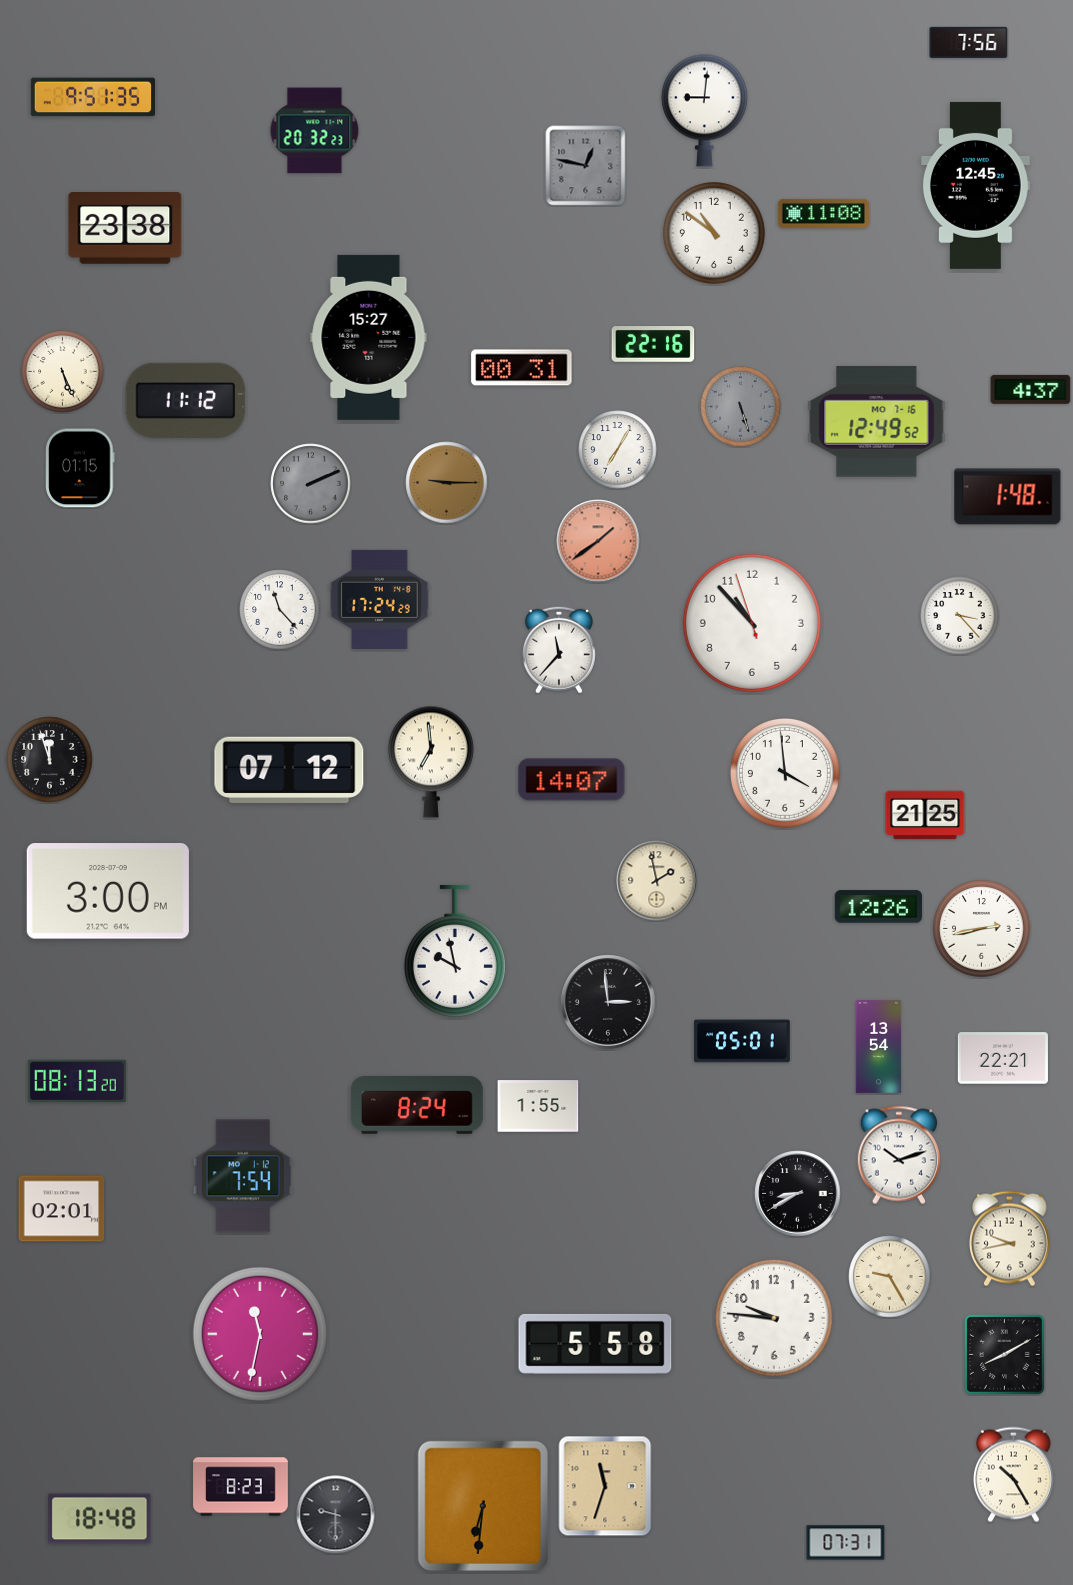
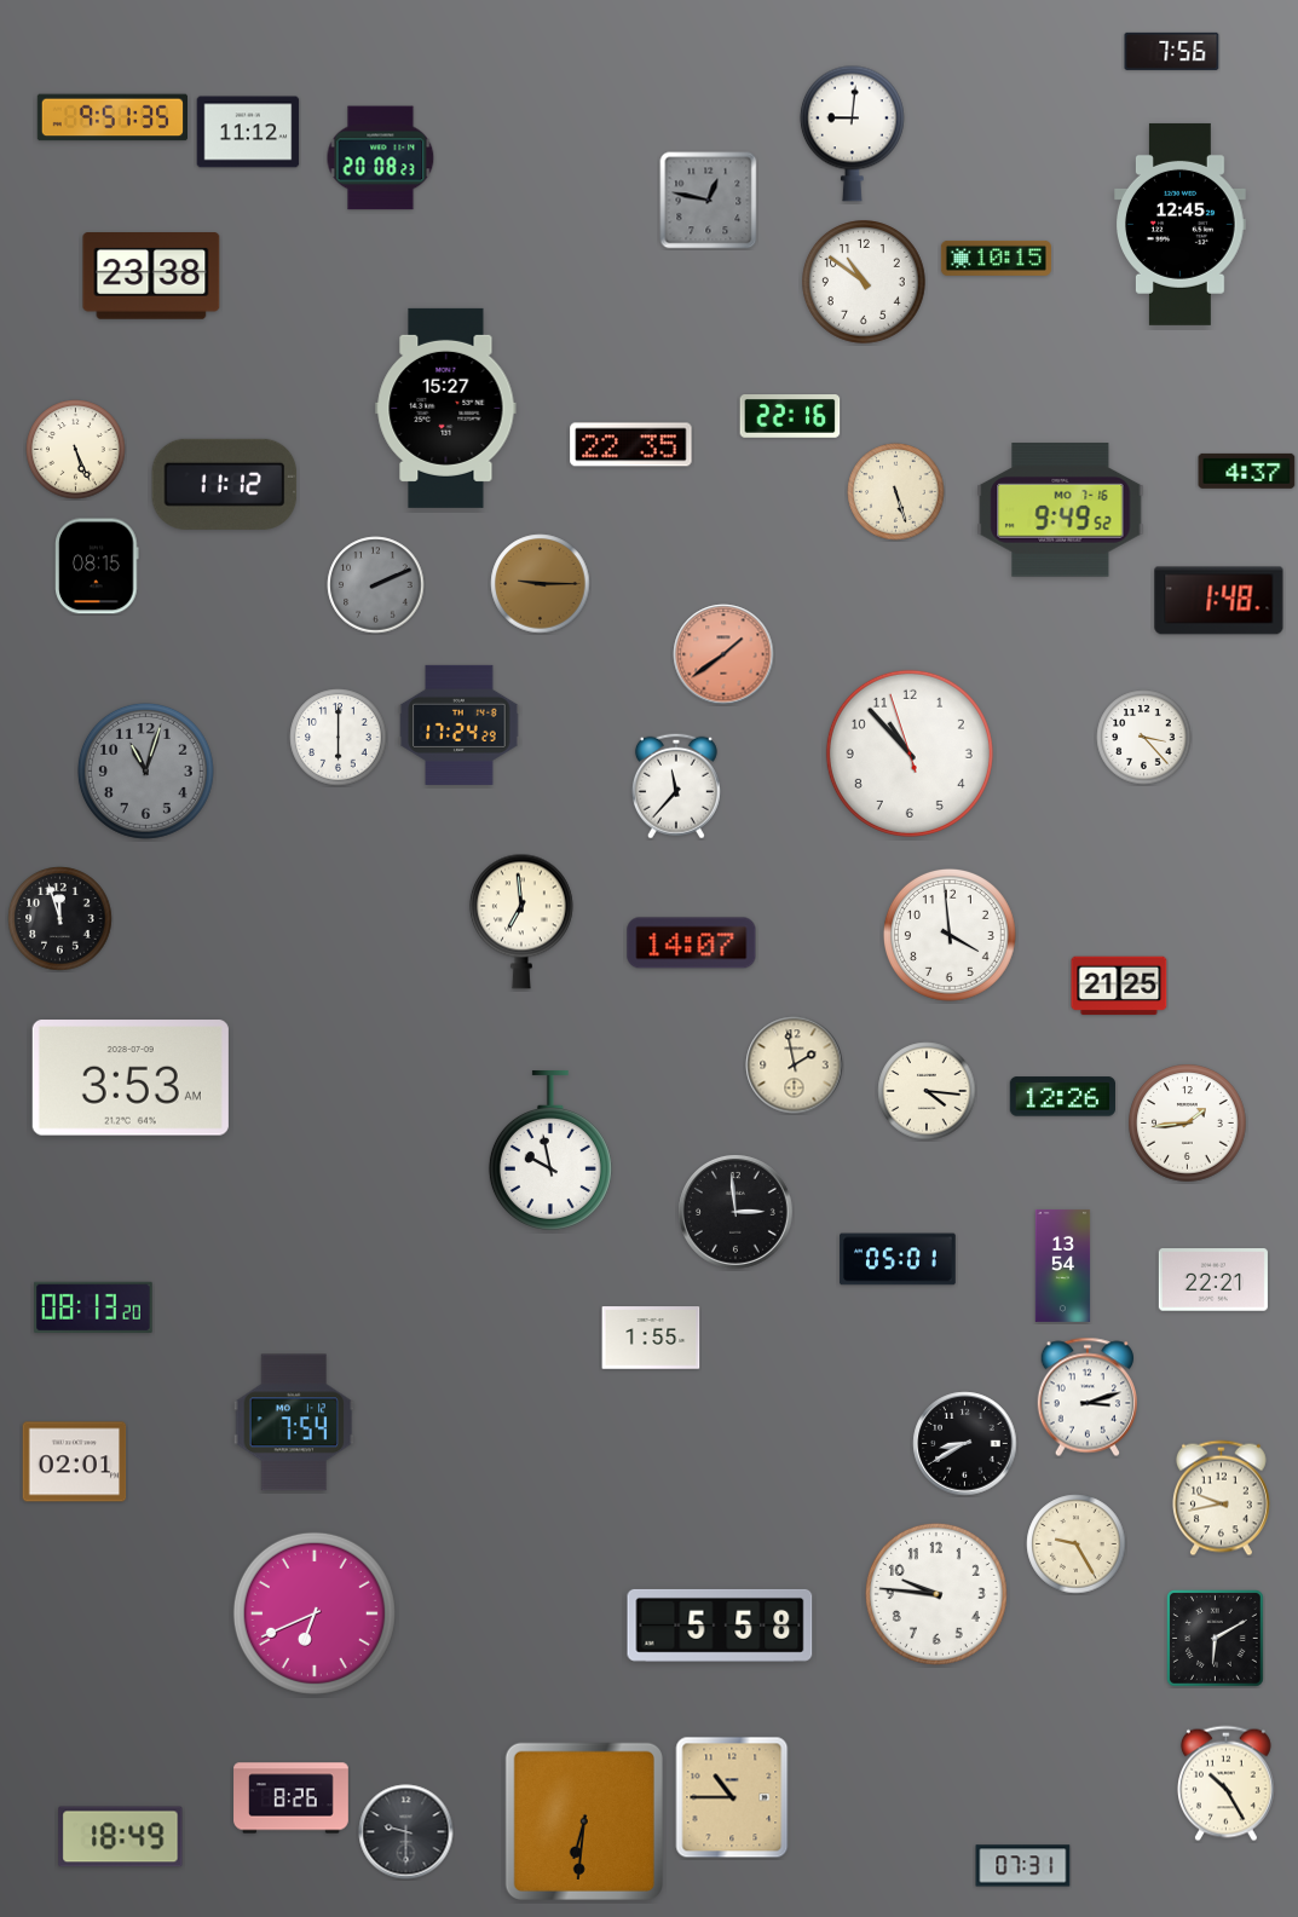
clock at (248, 132): none -> 11:12
clock at (315, 131): 20:32 -> 20:08
clock at (823, 213): 11:08 -> 10:15
clock at (522, 368): 00:31 -> 22:35
clock at (741, 407) dial: grey -> cream
clock at (877, 422): 12:49 -> 9:49
clock at (618, 450): 7:05 -> none
clock at (80, 468): 01:15 -> 08:15
clock at (280, 610): 11:23 -> 6:00
clock at (960, 616) position: (960, 616) -> (1144, 738)
clock at (145, 770): none -> 11:03
clock at (289, 770): 07:12 -> none
clock at (108, 891): 3:00 -> 3:53
clock at (927, 1091): none -> 4:16
clock at (982, 929): 2:43 -> 1:44
clock at (417, 1106): 8:24 -> none
clock at (898, 1155): 10:12 -> 3:12
clock at (260, 1334): 11:32 -> 6:41
clock at (1005, 1355): 8:10 -> 6:10
clock at (605, 1486): 11:33 -> 10:45
clock at (241, 1487): 8:23 -> 8:26
clock at (100, 1519): 18:48 -> 18:49
